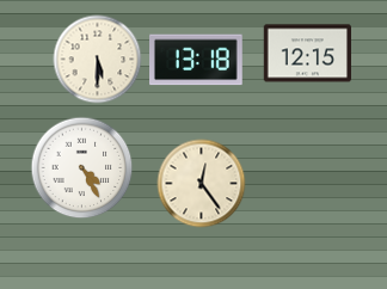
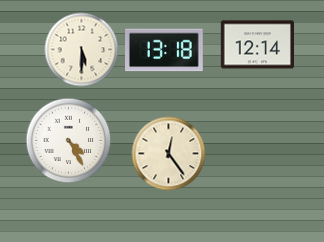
clock at (307, 54): 12:15 -> 12:14
